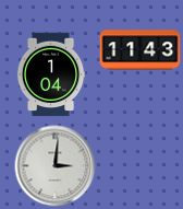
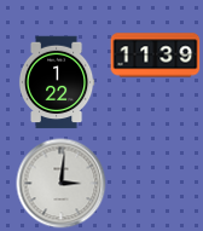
clock at (141, 50): 11:43 -> 11:39
clock at (51, 74): 1:04 -> 1:22
